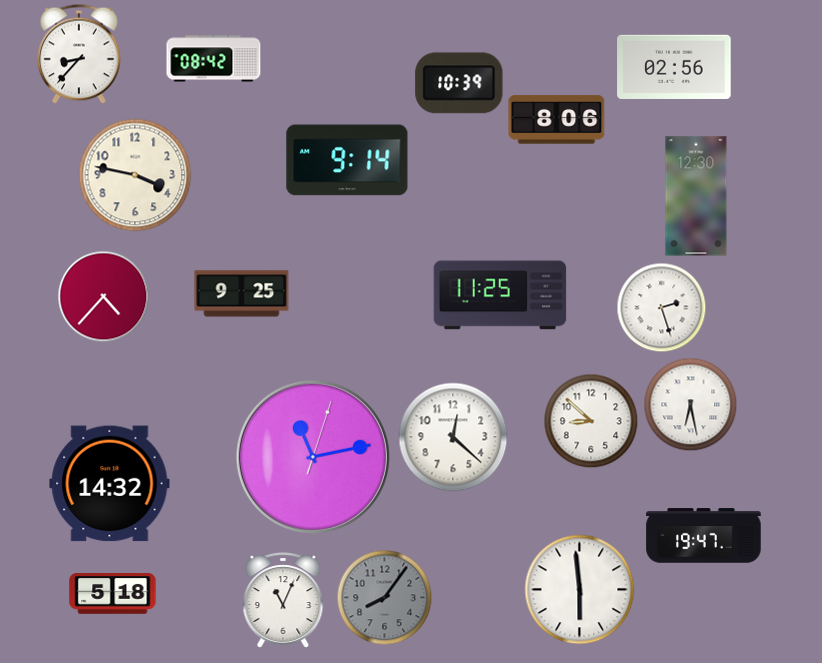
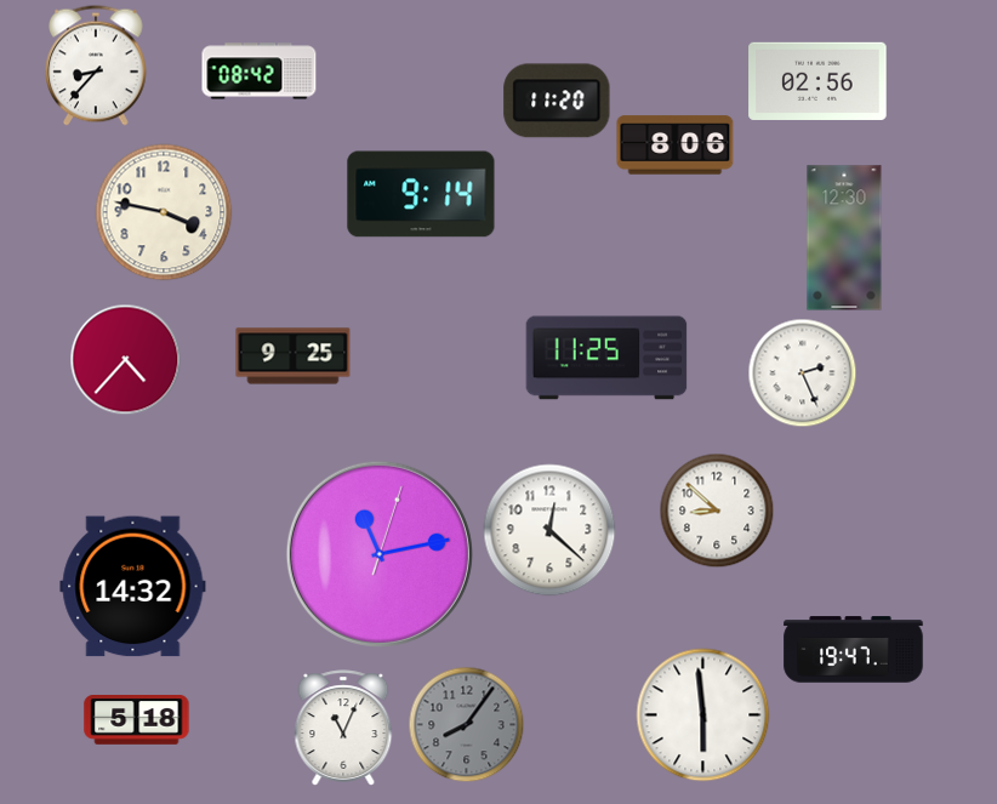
clock at (459, 83): 10:39 -> 11:20
clock at (662, 308): 2:27 -> 2:26
clock at (691, 405): 6:28 -> none
